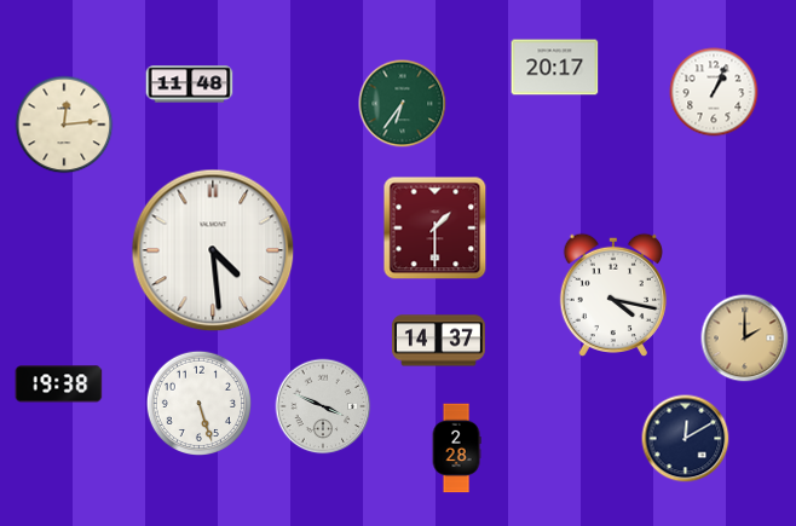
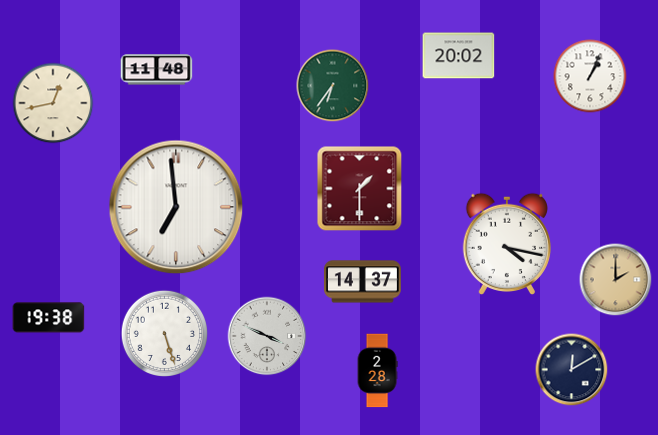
clock at (555, 68): 20:17 -> 20:02
clock at (64, 125): 12:14 -> 12:43
clock at (213, 250): 4:29 -> 6:59
clock at (686, 439) position: (686, 439) -> (572, 370)
